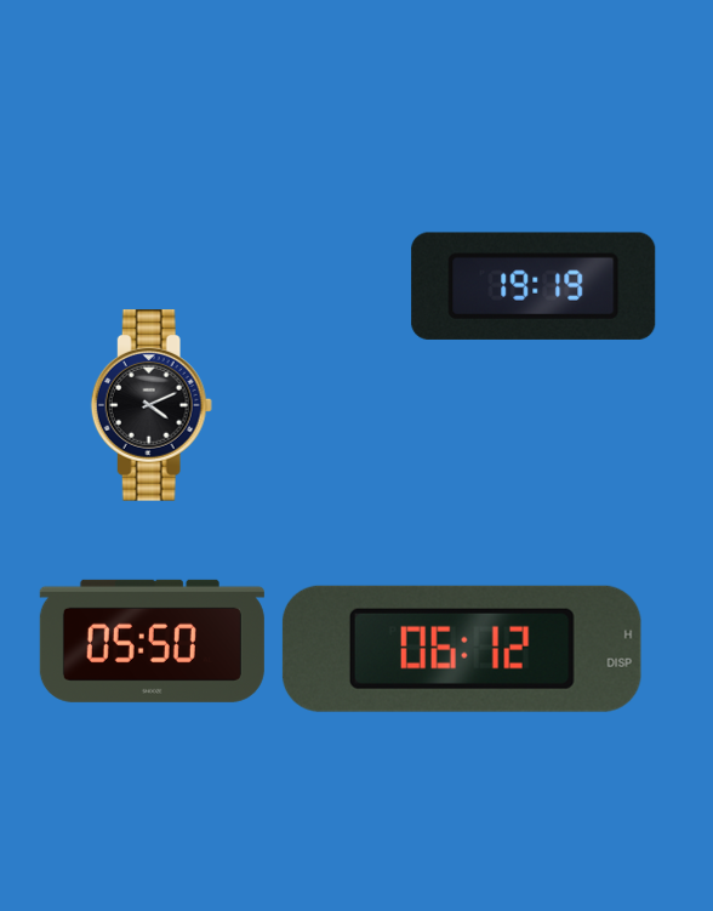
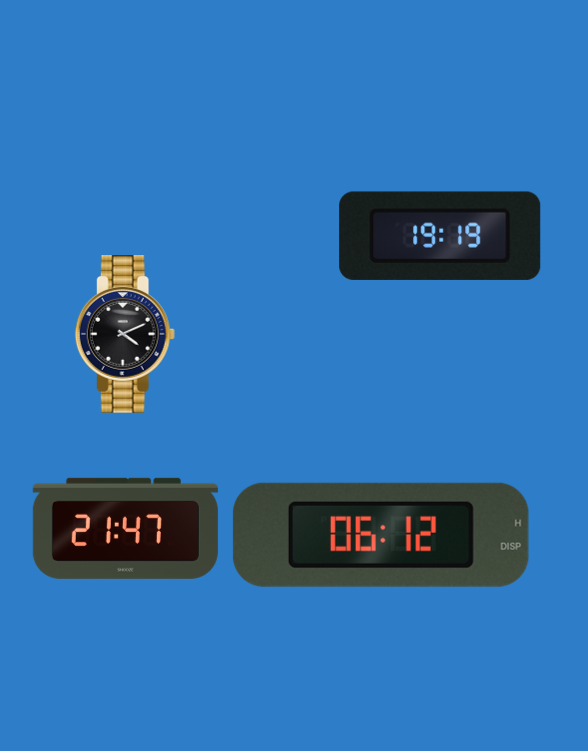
clock at (152, 640): 05:50 -> 21:47
